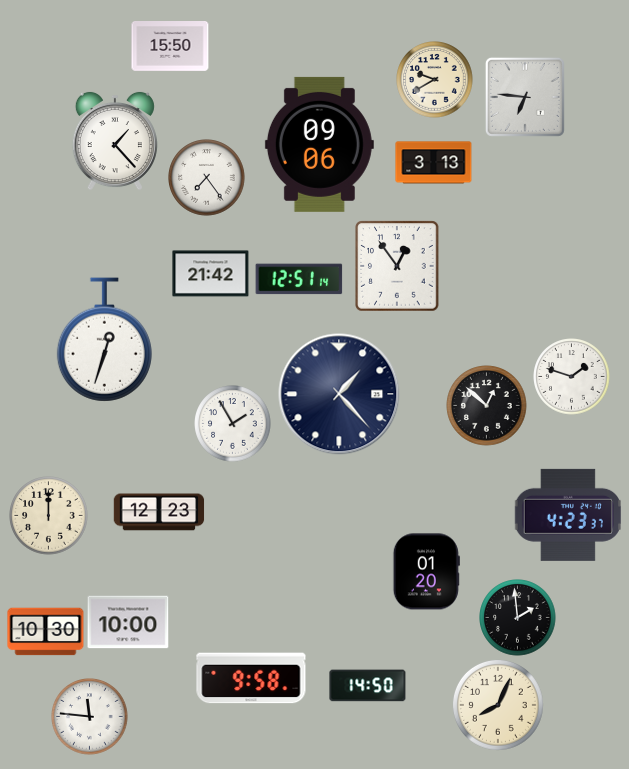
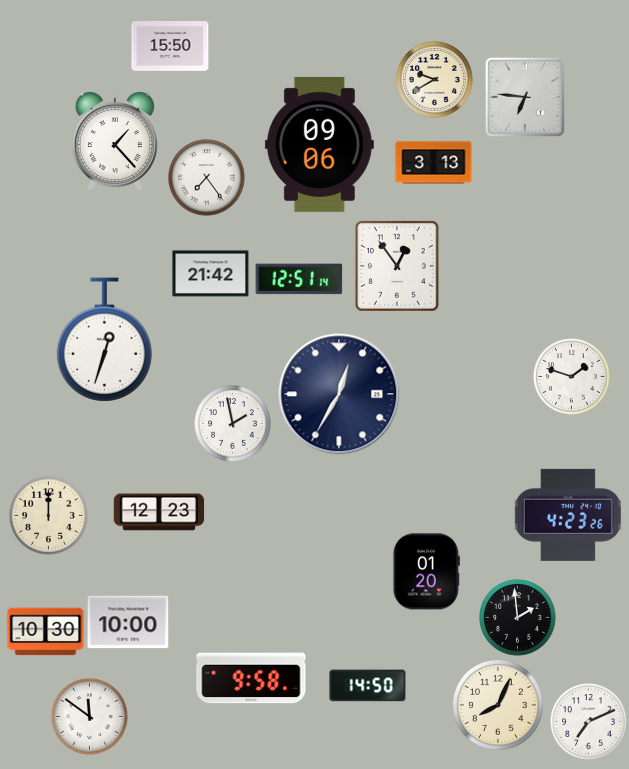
clock at (339, 394): 1:23 -> 12:35
clock at (487, 406): 12:52 -> none
clock at (233, 424): 1:55 -> 1:58
clock at (567, 515): 4:23:37 -> 4:23:26
clock at (90, 717): 11:46 -> 11:51
clock at (589, 722): none -> 7:11
